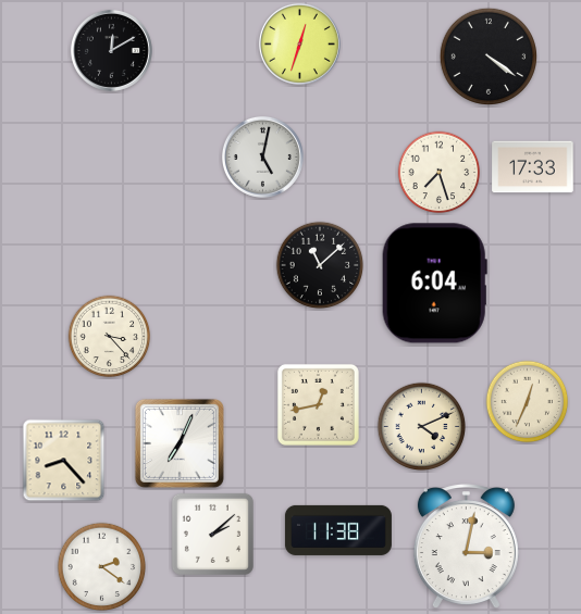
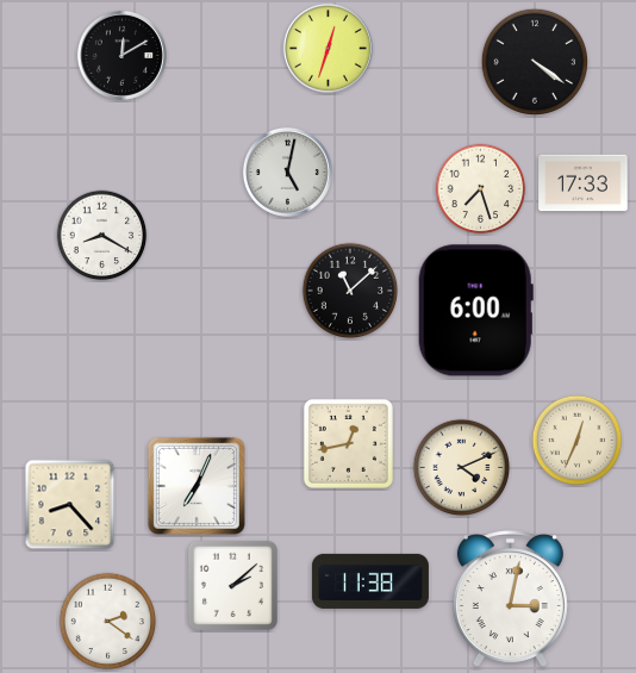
clock at (102, 236): none -> 8:20
clock at (434, 284): 6:04 -> 6:00
clock at (110, 337): 3:23 -> none
clock at (102, 567) position: (102, 567) -> (108, 622)
